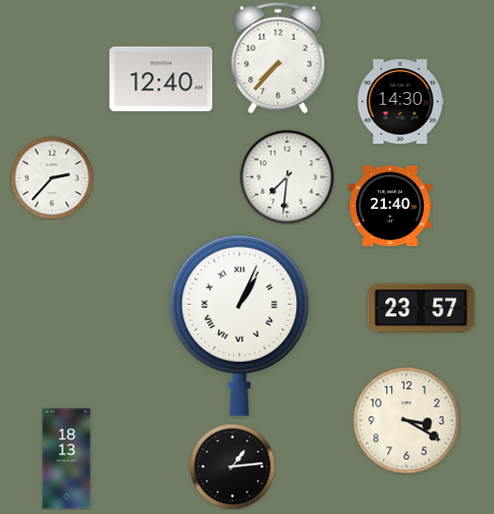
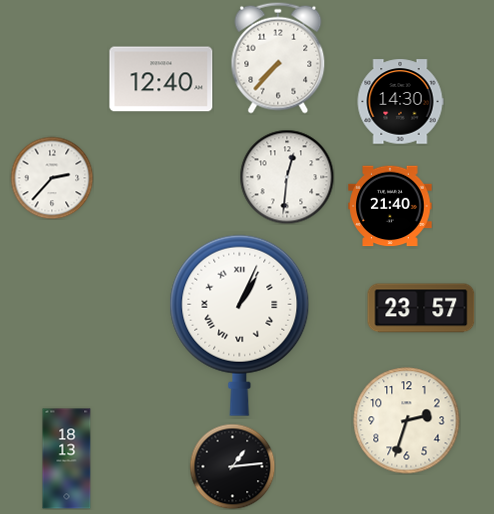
clock at (287, 177): 7:31 -> 12:31
clock at (407, 421): 3:20 -> 2:33
